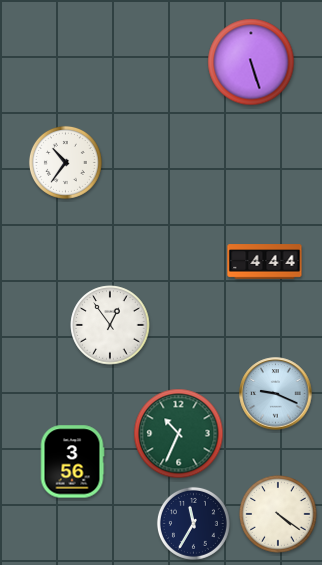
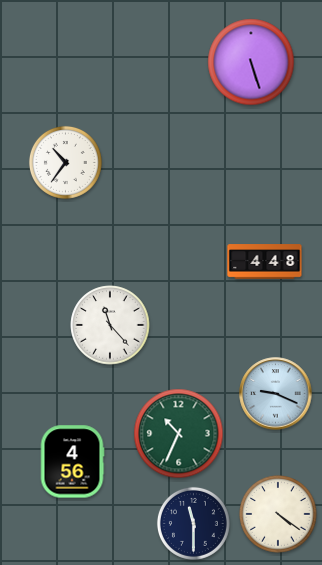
clock at (265, 262): 4:44 -> 4:48
clock at (110, 325): 12:54 -> 11:23
clock at (72, 462): 3:56 -> 4:56
clock at (193, 523): 11:35 -> 11:30
